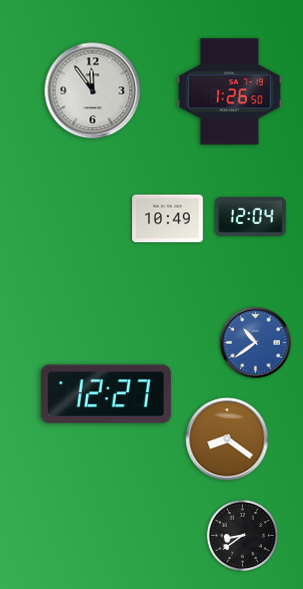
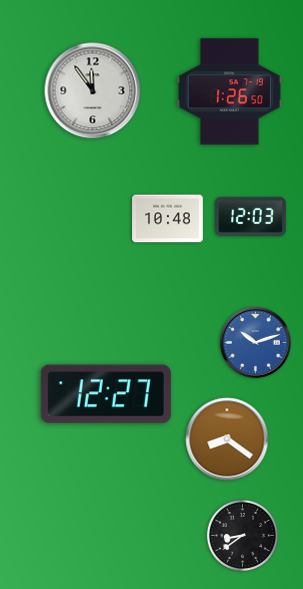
clock at (251, 216): 12:04 -> 12:03
clock at (168, 219): 10:49 -> 10:48
clock at (256, 343): 10:39 -> 10:12
